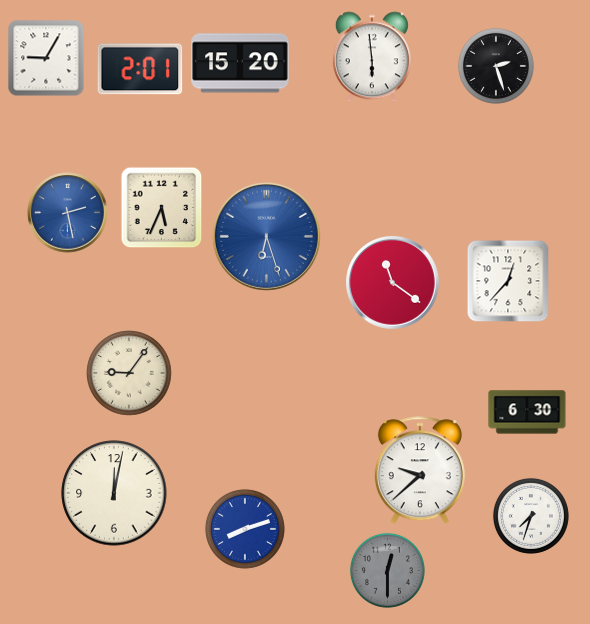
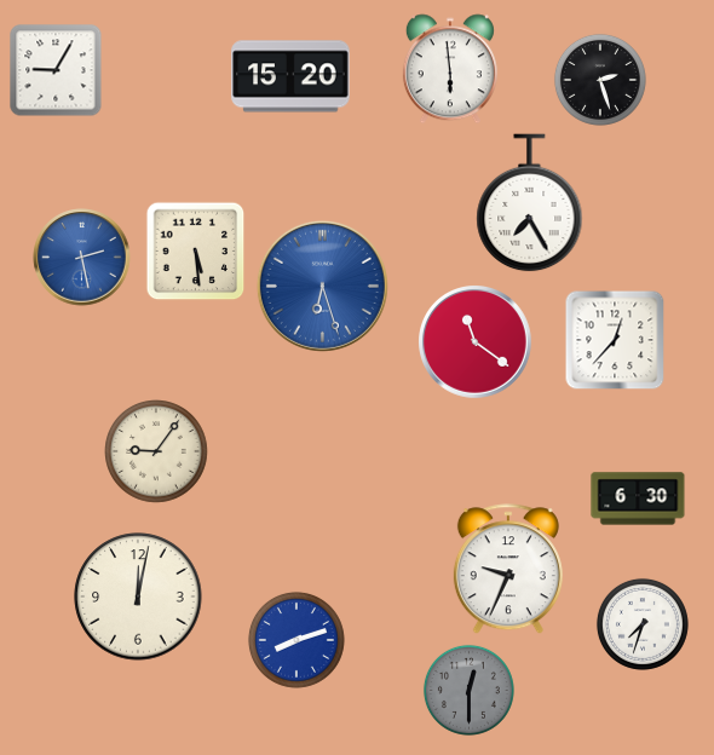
clock at (140, 69): 2:01 -> none
clock at (530, 203): none -> 7:25
clock at (162, 208): 5:34 -> 5:29
clock at (420, 471): 9:38 -> 9:34
